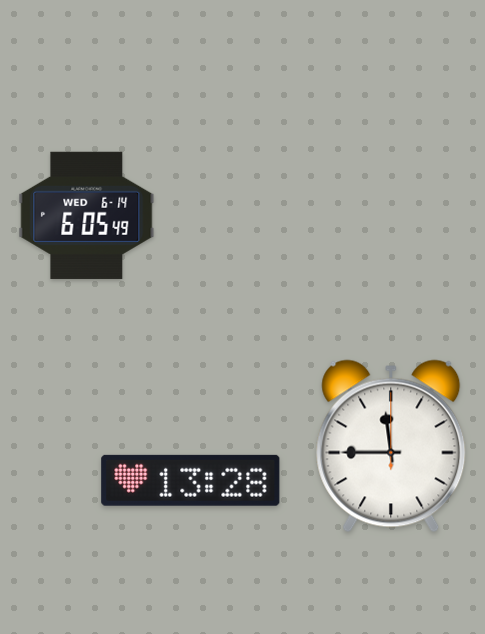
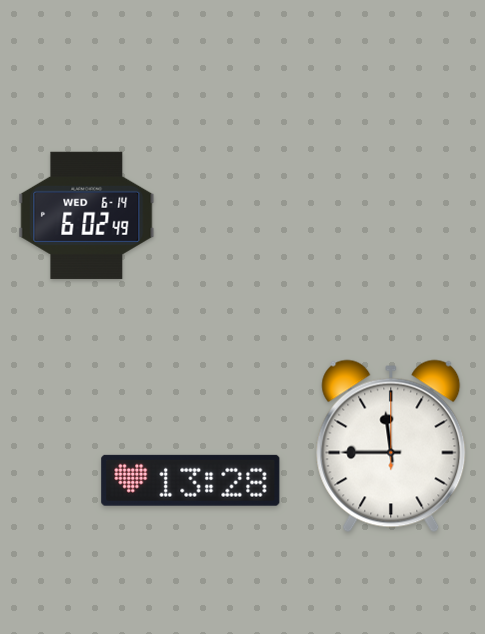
clock at (87, 215): 6:05 -> 6:02
